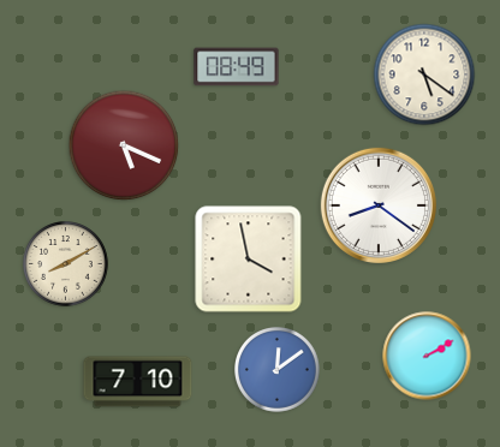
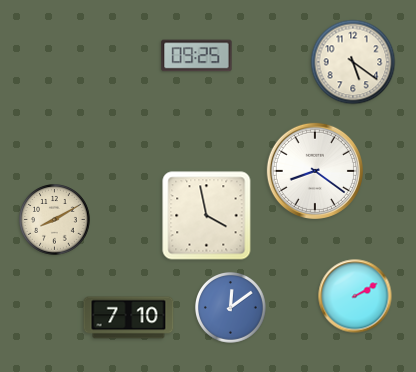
clock at (237, 67): 08:49 -> 09:25
clock at (124, 145): 5:19 -> none
clock at (138, 382) position: (138, 382) -> (129, 318)
